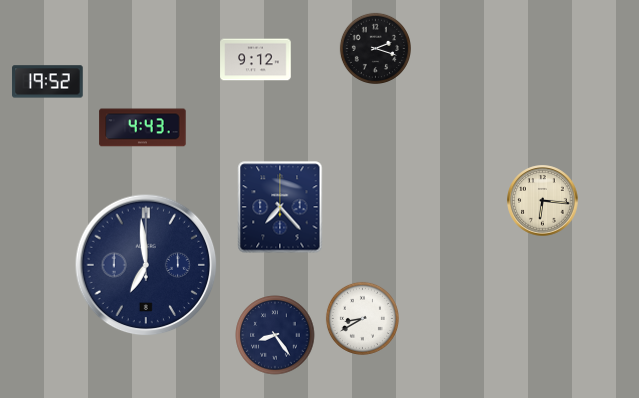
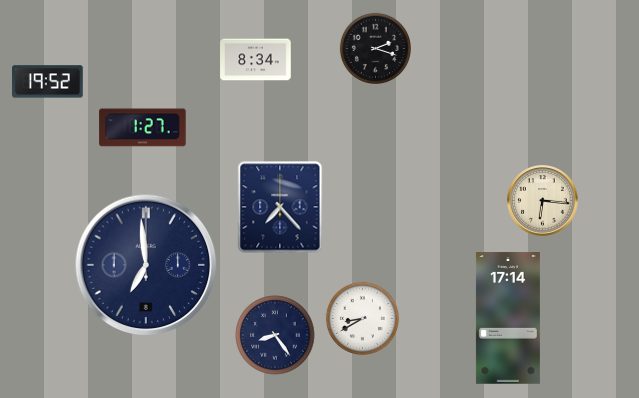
clock at (256, 60): 9:12 -> 8:34
clock at (143, 128): 4:43 -> 1:27
clock at (508, 318): none -> 17:14
